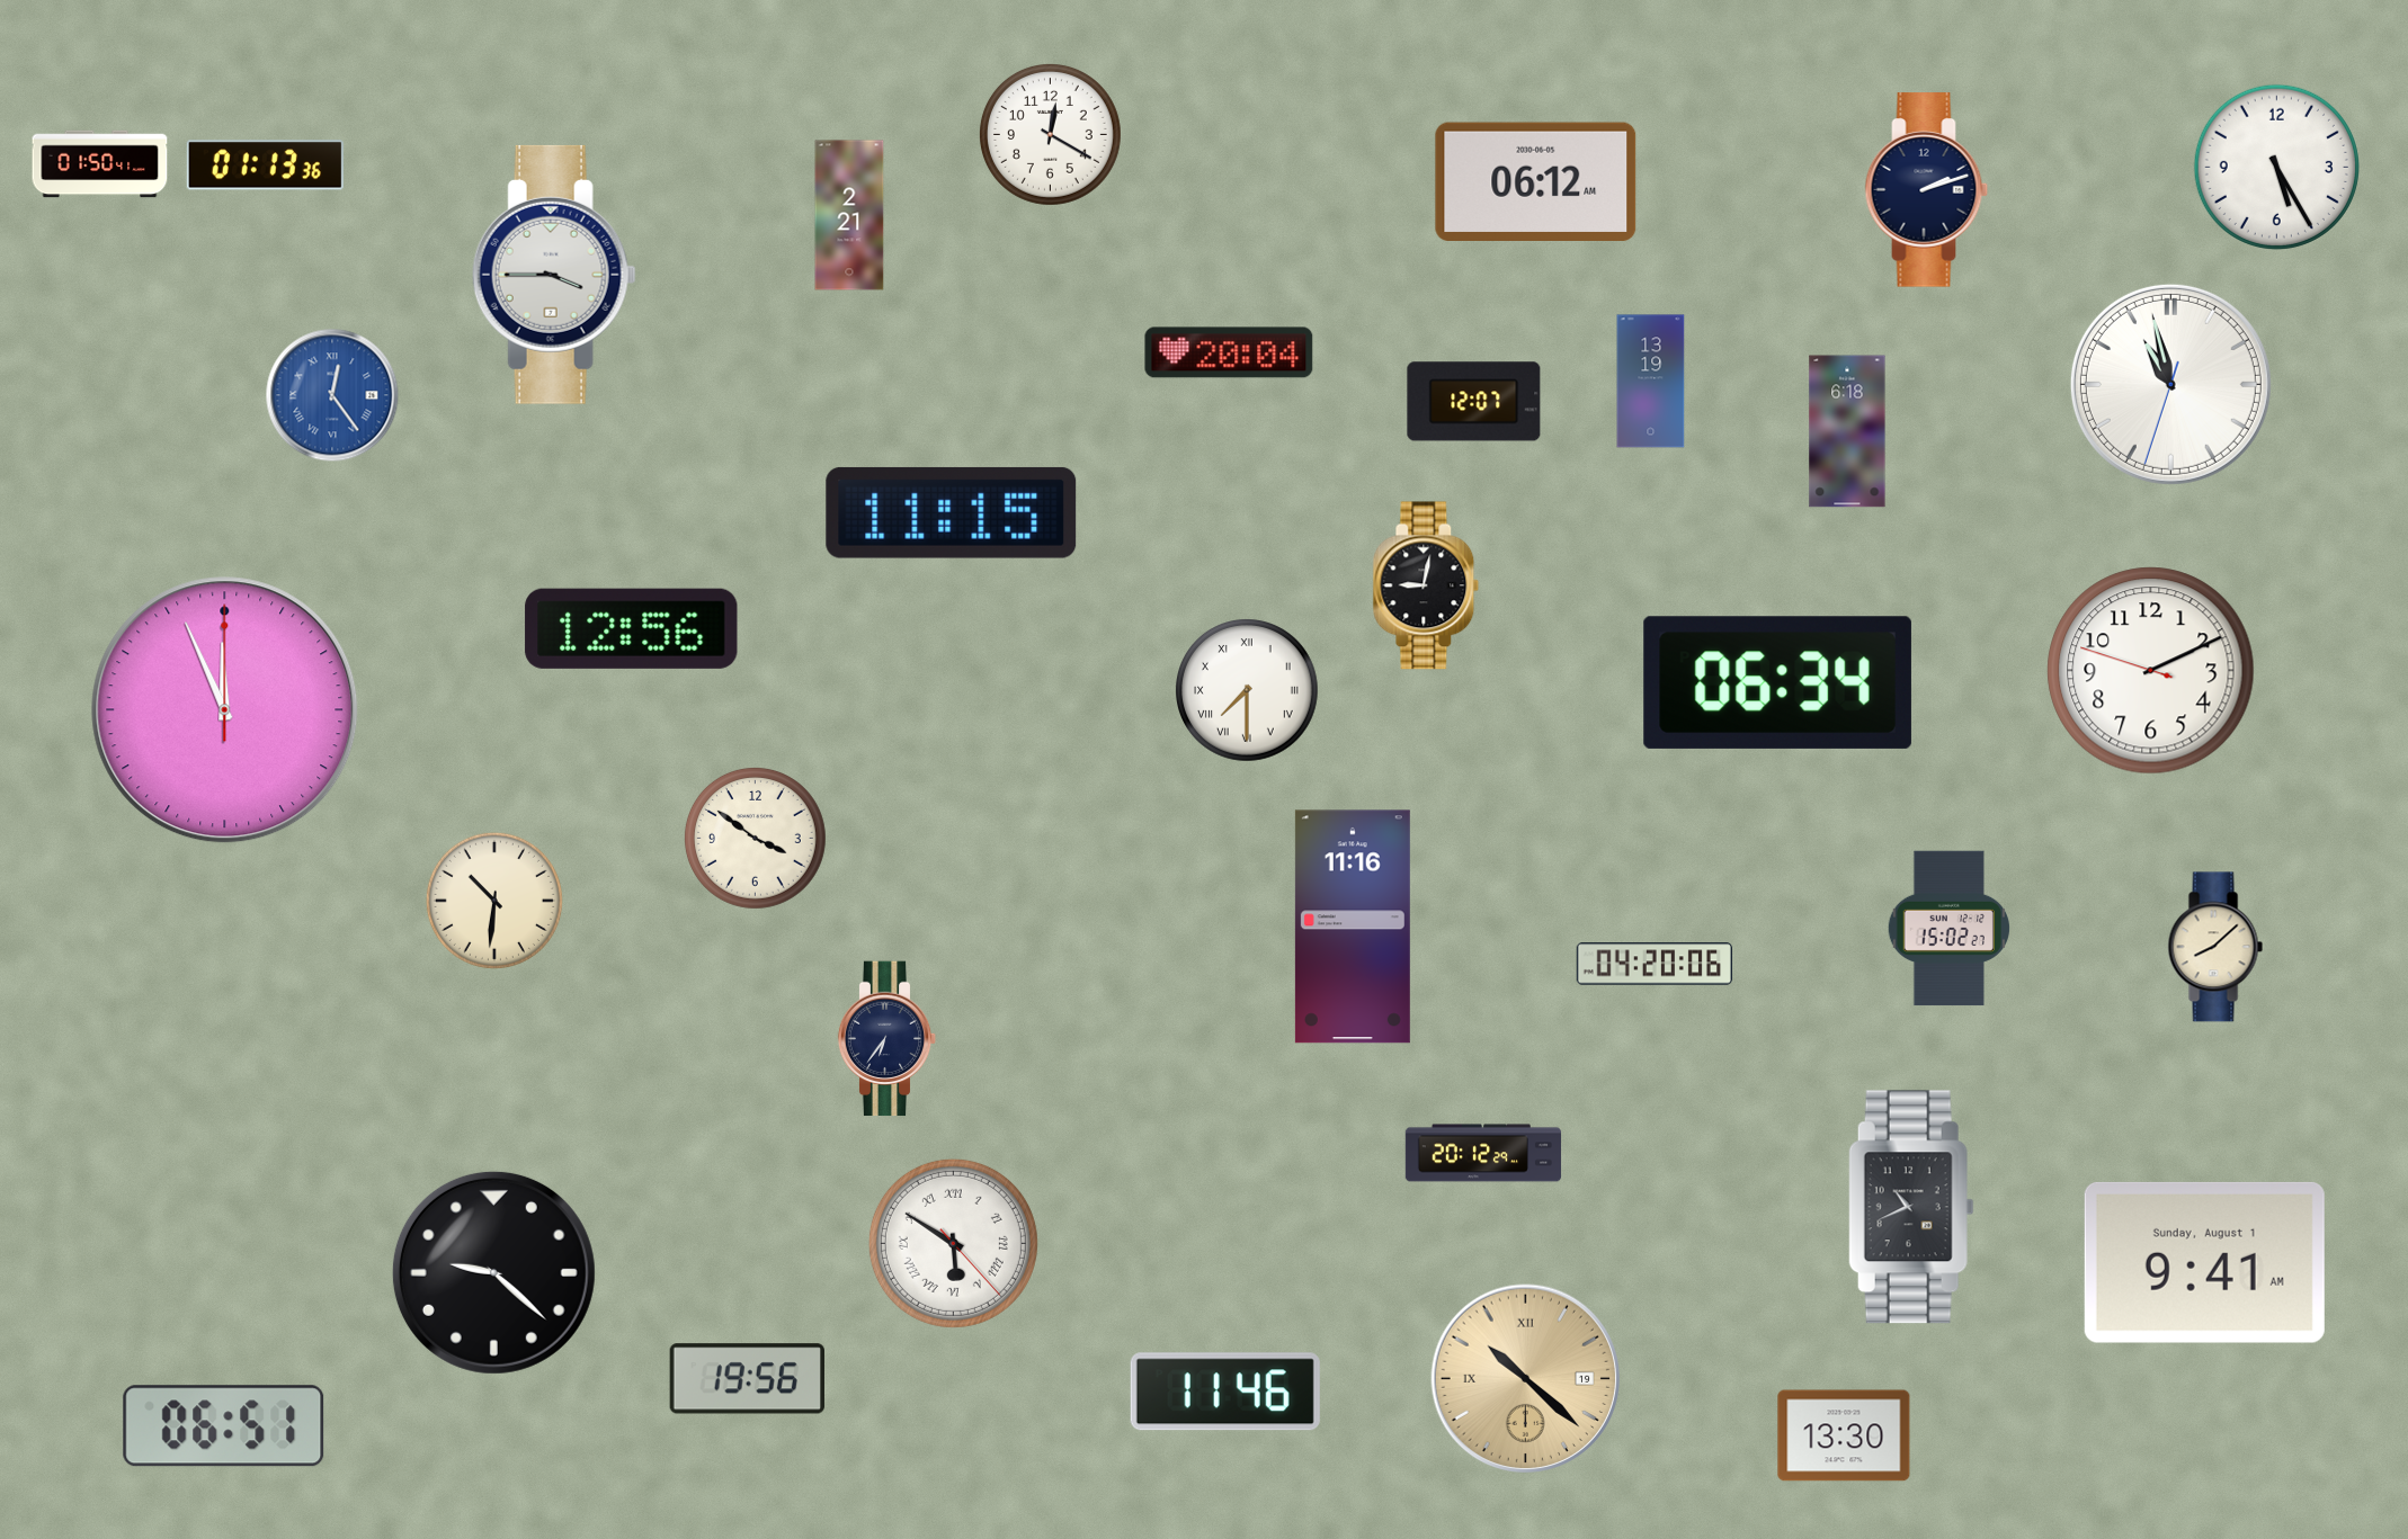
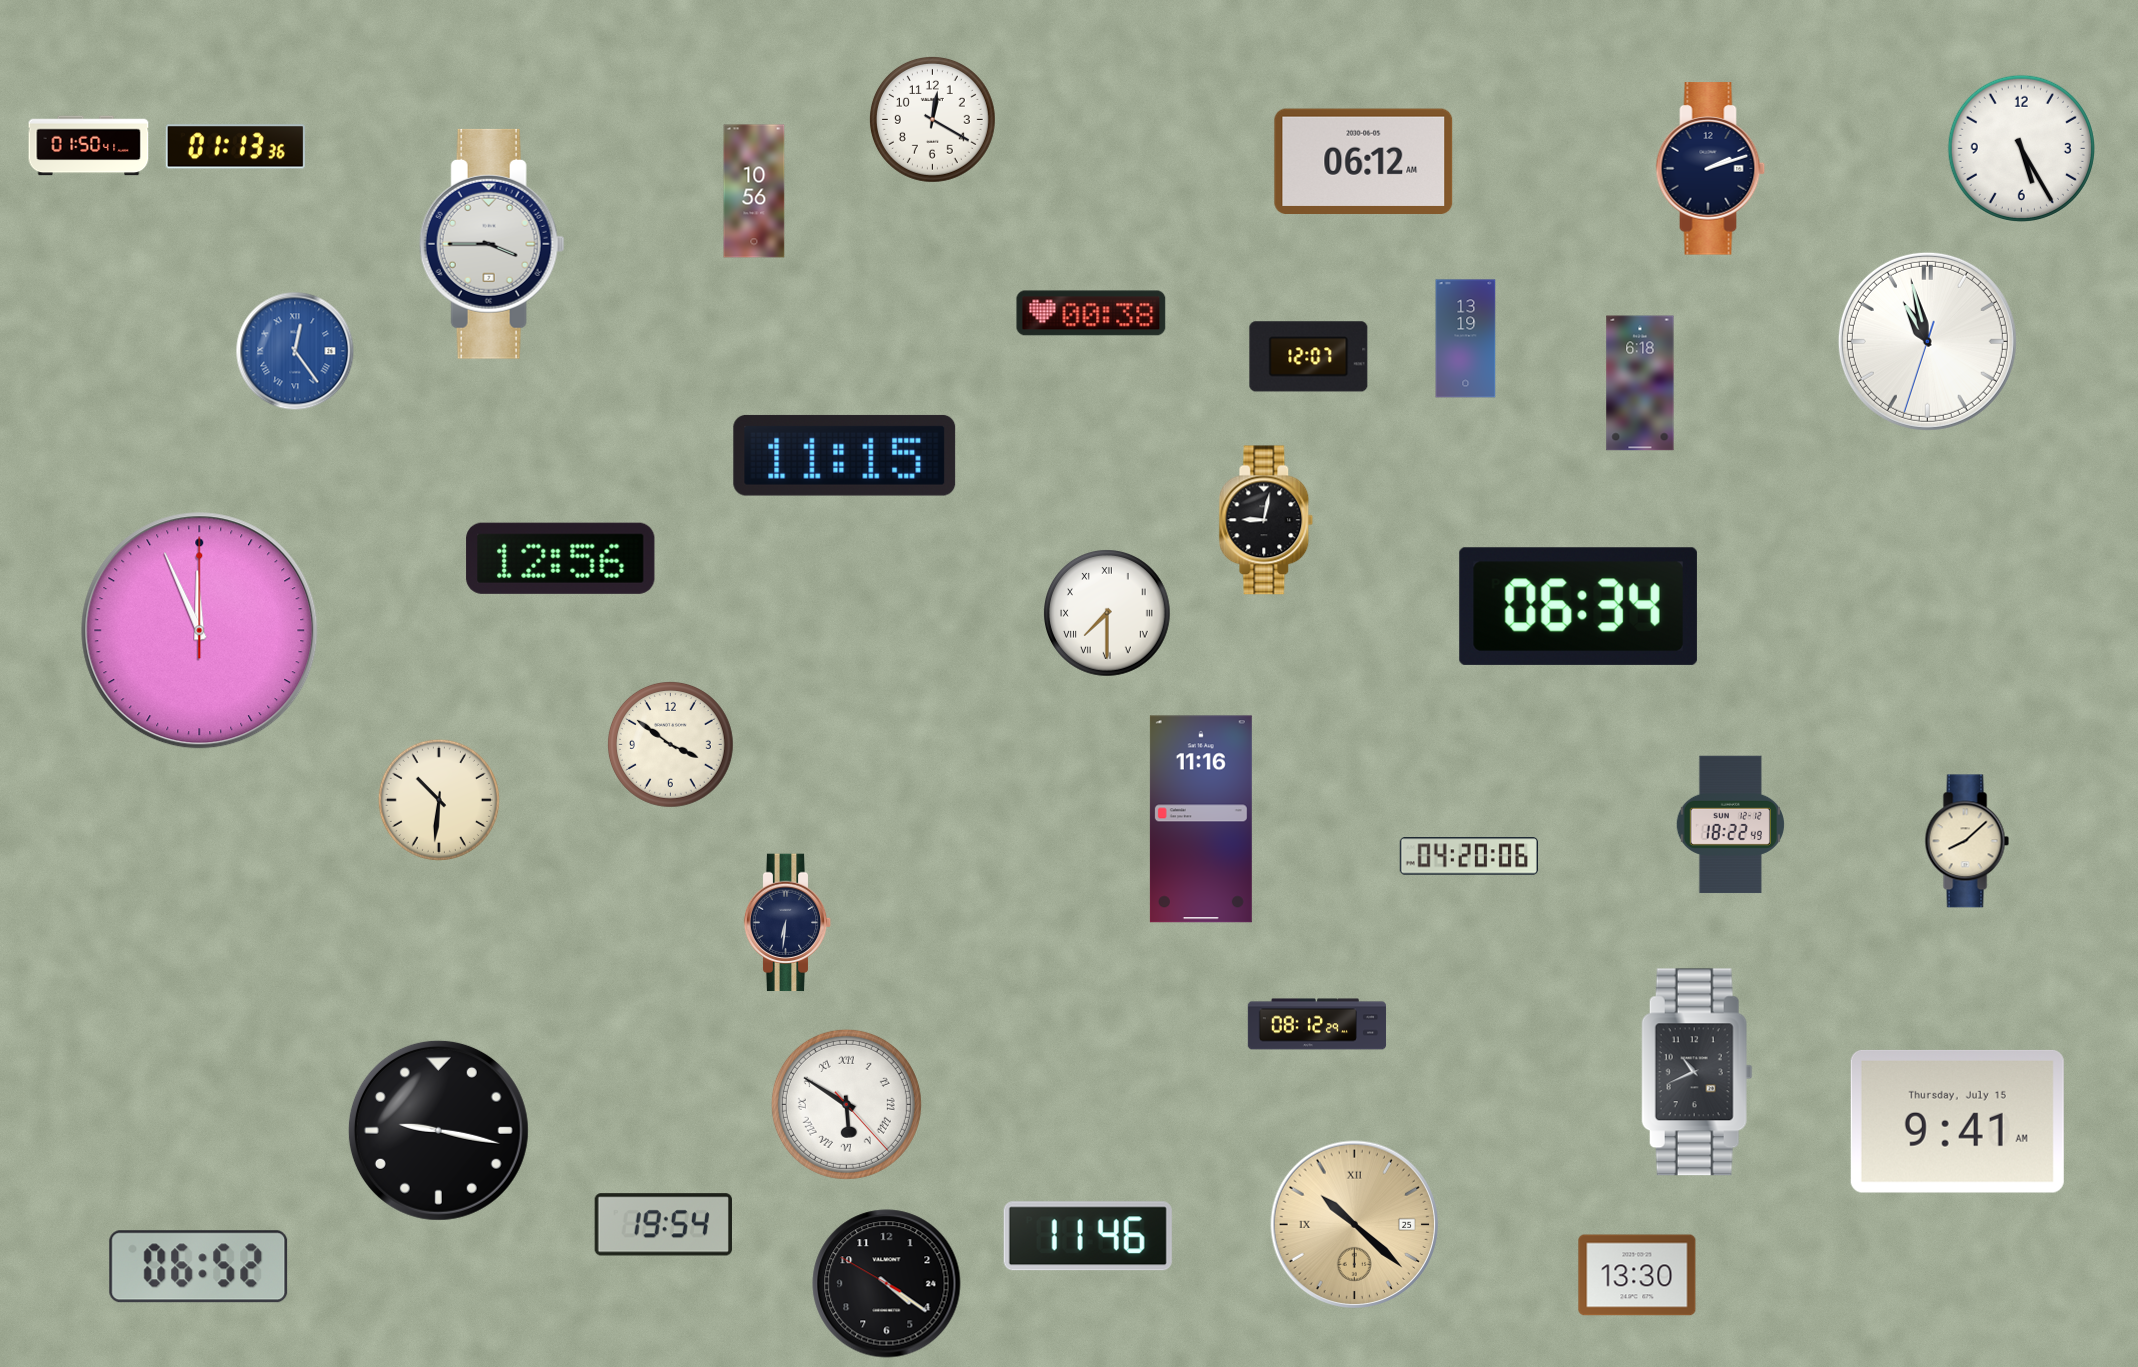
clock at (849, 215): 2:21 -> 10:56
clock at (1229, 352): 20:04 -> 00:38
clock at (2151, 671): 2:10 -> none
clock at (1353, 927) position: (1353, 927) -> (1201, 819)
clock at (1948, 929): 15:02 -> 18:22
clock at (888, 1039): 6:36 -> 6:31
clock at (1483, 1153): 20:12 -> 08:12
clock at (2204, 1262) date: Sunday, August 1 -> Thursday, July 15
clock at (493, 1272): 9:22 -> 9:17
clock at (747, 1379): 19:56 -> 19:54
clock at (1526, 1379) date: 19 -> 25
clock at (224, 1426): 06:51 -> 06:52
clock at (887, 1284): none -> 4:20
